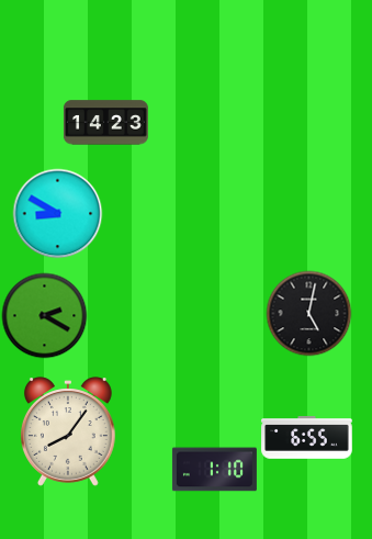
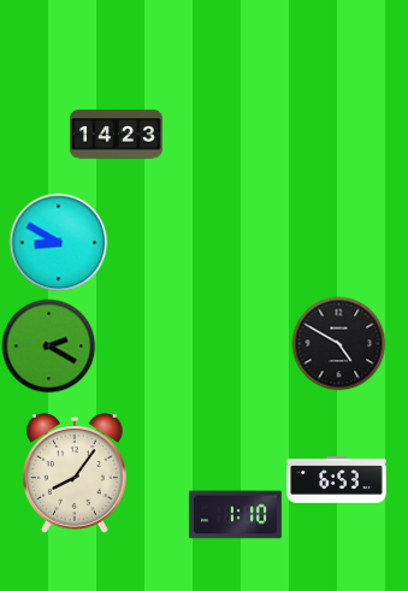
clock at (57, 213) position: (57, 213) -> (58, 242)
clock at (308, 313): 5:02 -> 4:50
clock at (307, 438): 6:55 -> 6:53
